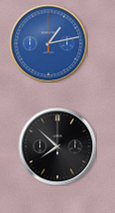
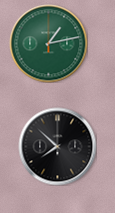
clock at (48, 43) dial: blue -> green
